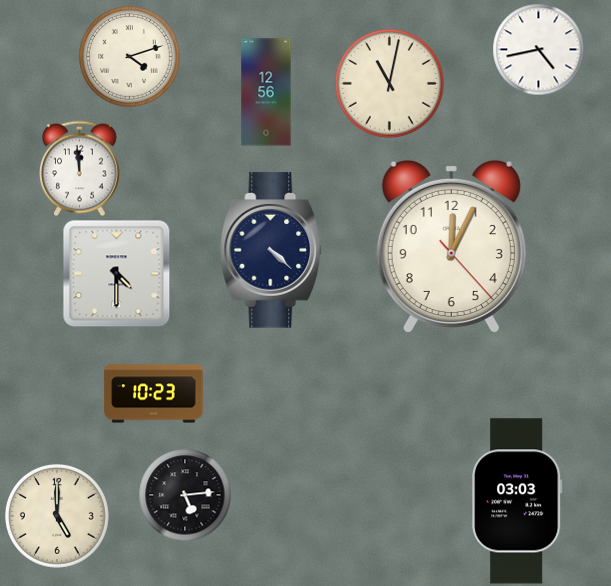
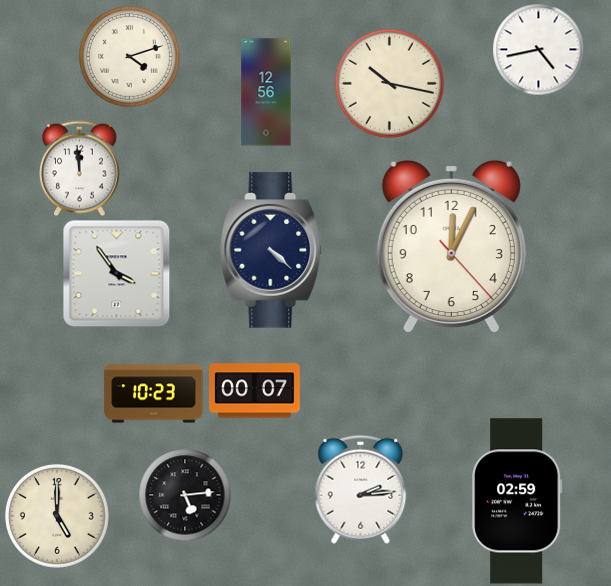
clock at (389, 83): 11:02 -> 10:17
clock at (116, 273): 4:30 -> 3:54
clock at (255, 391): none -> 00:07
clock at (361, 489): none -> 2:14
clock at (517, 501): 03:03 -> 02:59
